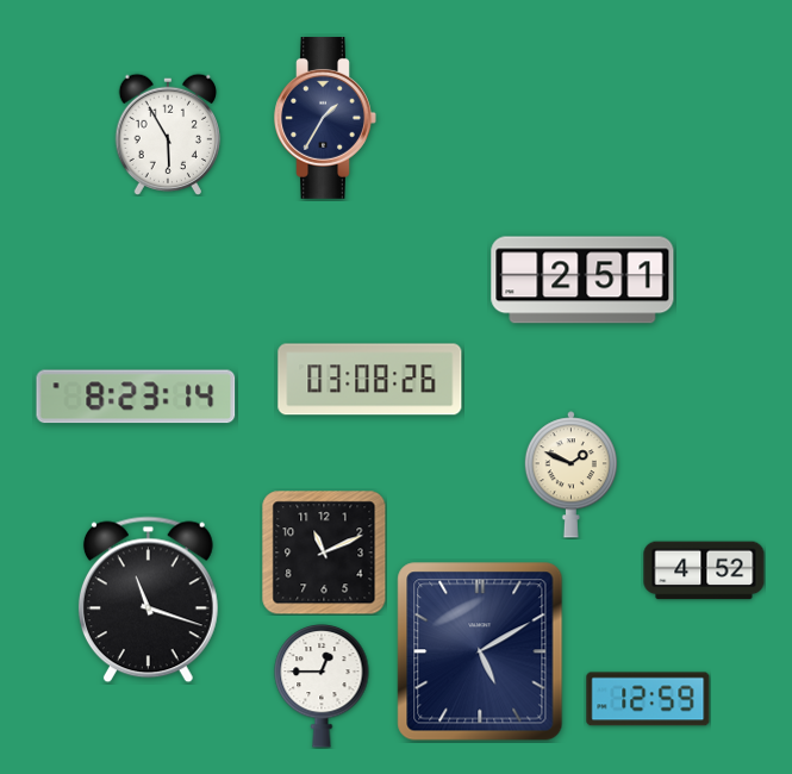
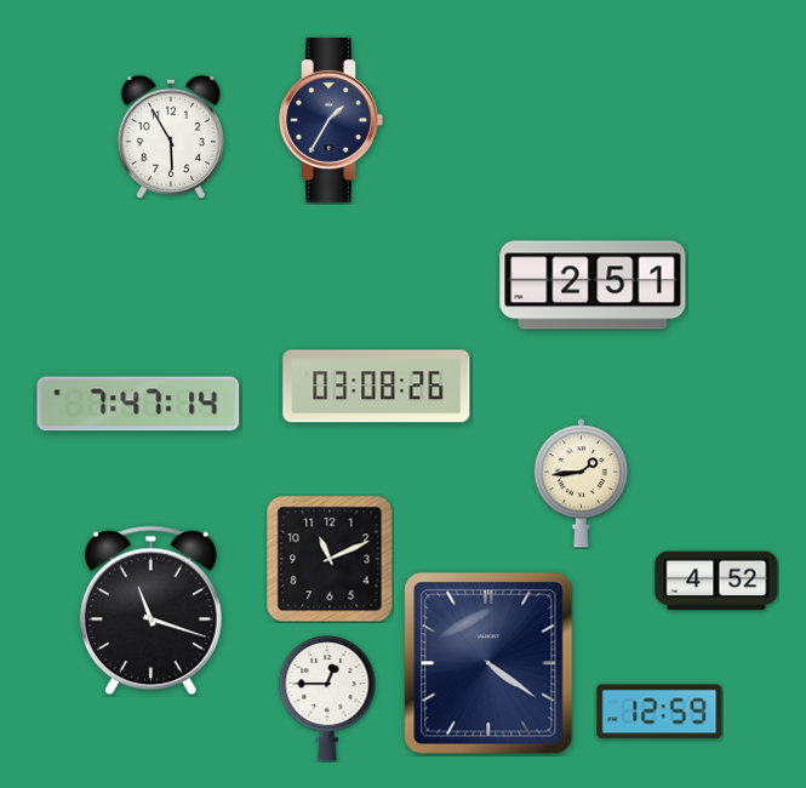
clock at (136, 397): 8:23 -> 7:47
clock at (570, 475): 1:49 -> 1:44
clock at (324, 553) position: (324, 553) -> (330, 559)
clock at (480, 651): 5:10 -> 4:21
